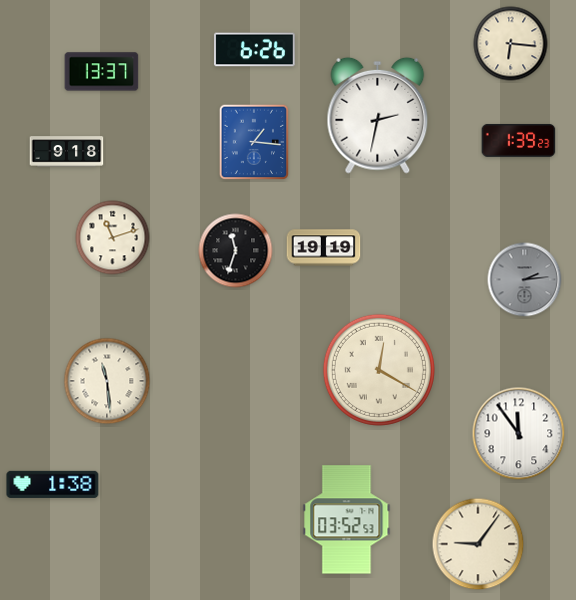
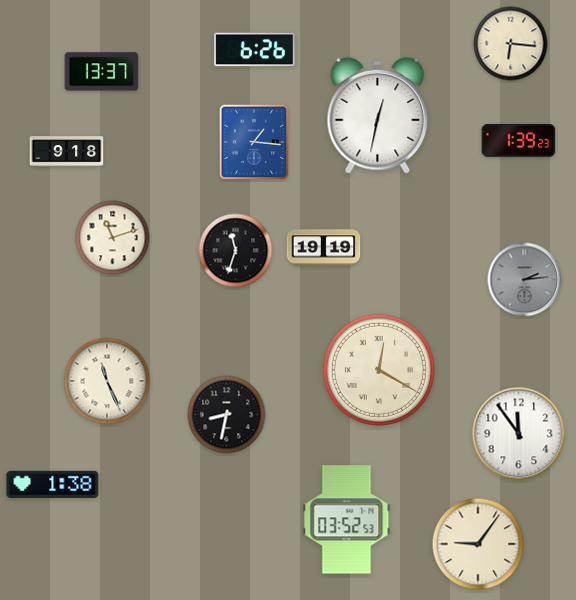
clock at (378, 115): 2:32 -> 12:32
clock at (107, 381): 11:29 -> 11:26
clock at (227, 415): none -> 8:32
